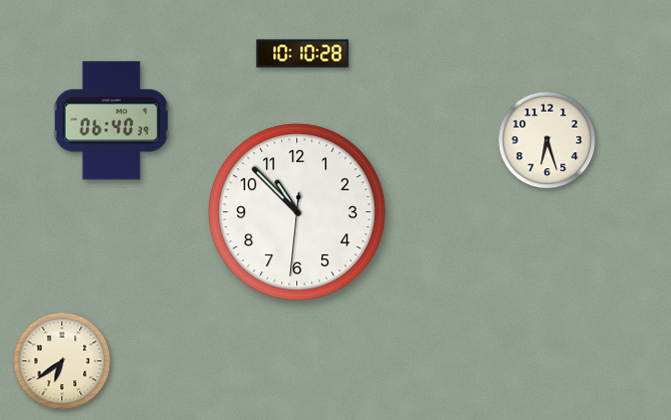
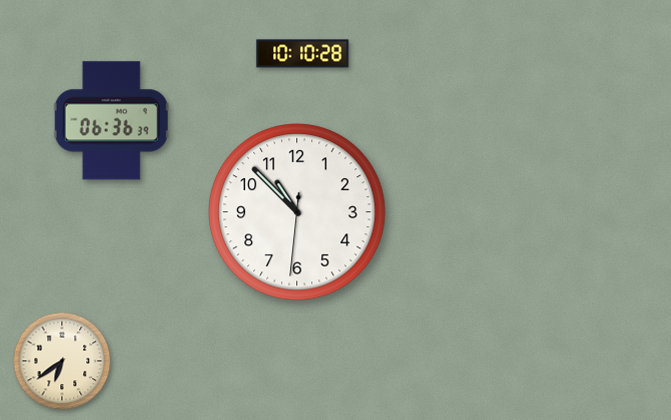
clock at (111, 121): 06:40 -> 06:36
clock at (547, 140): 6:27 -> none
